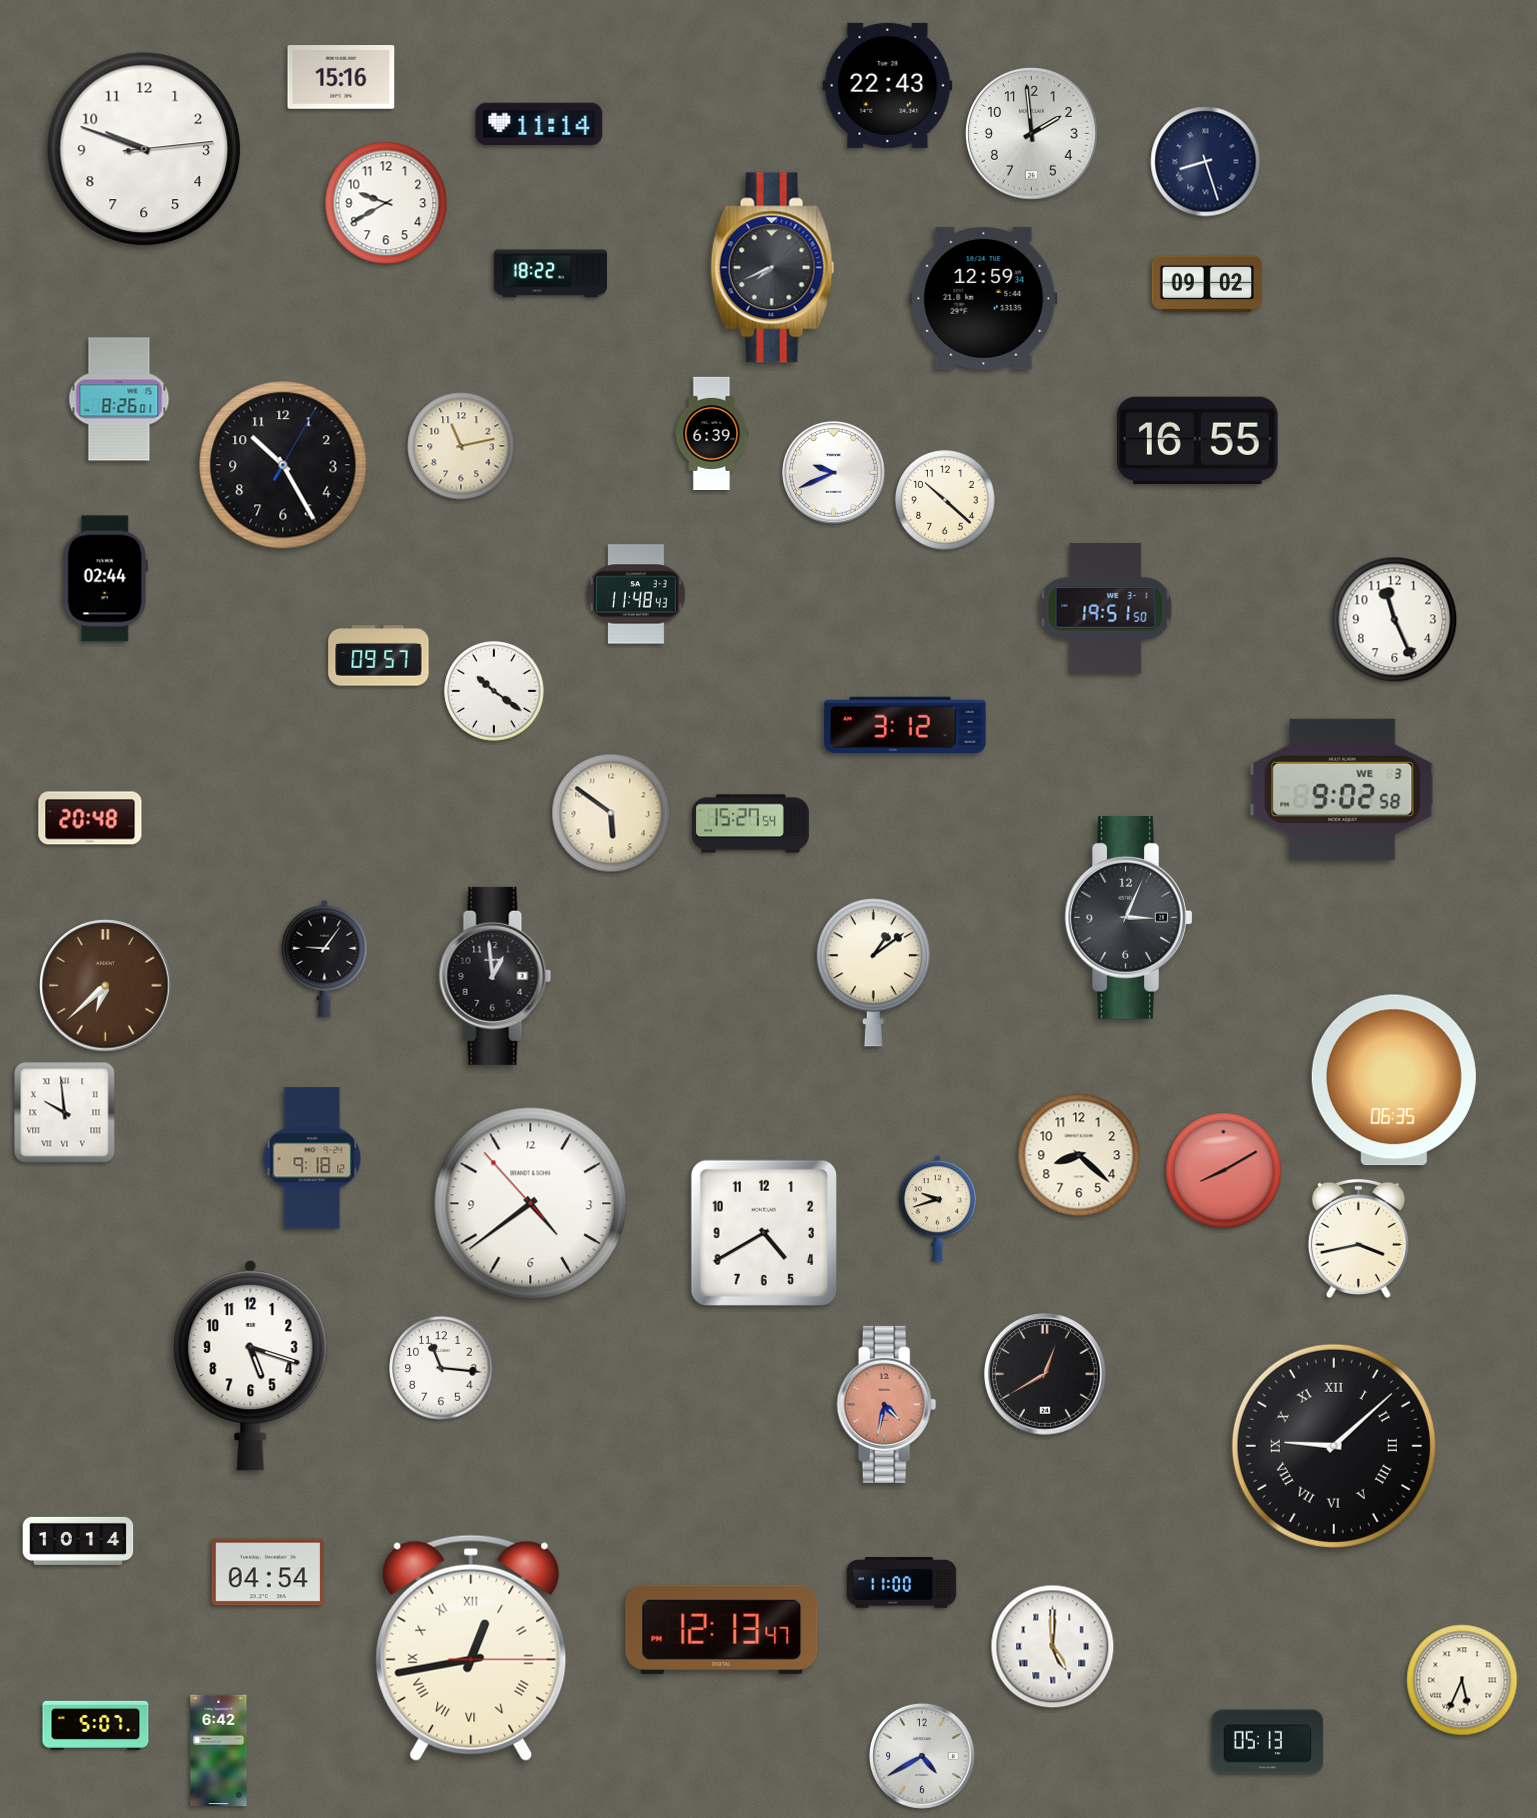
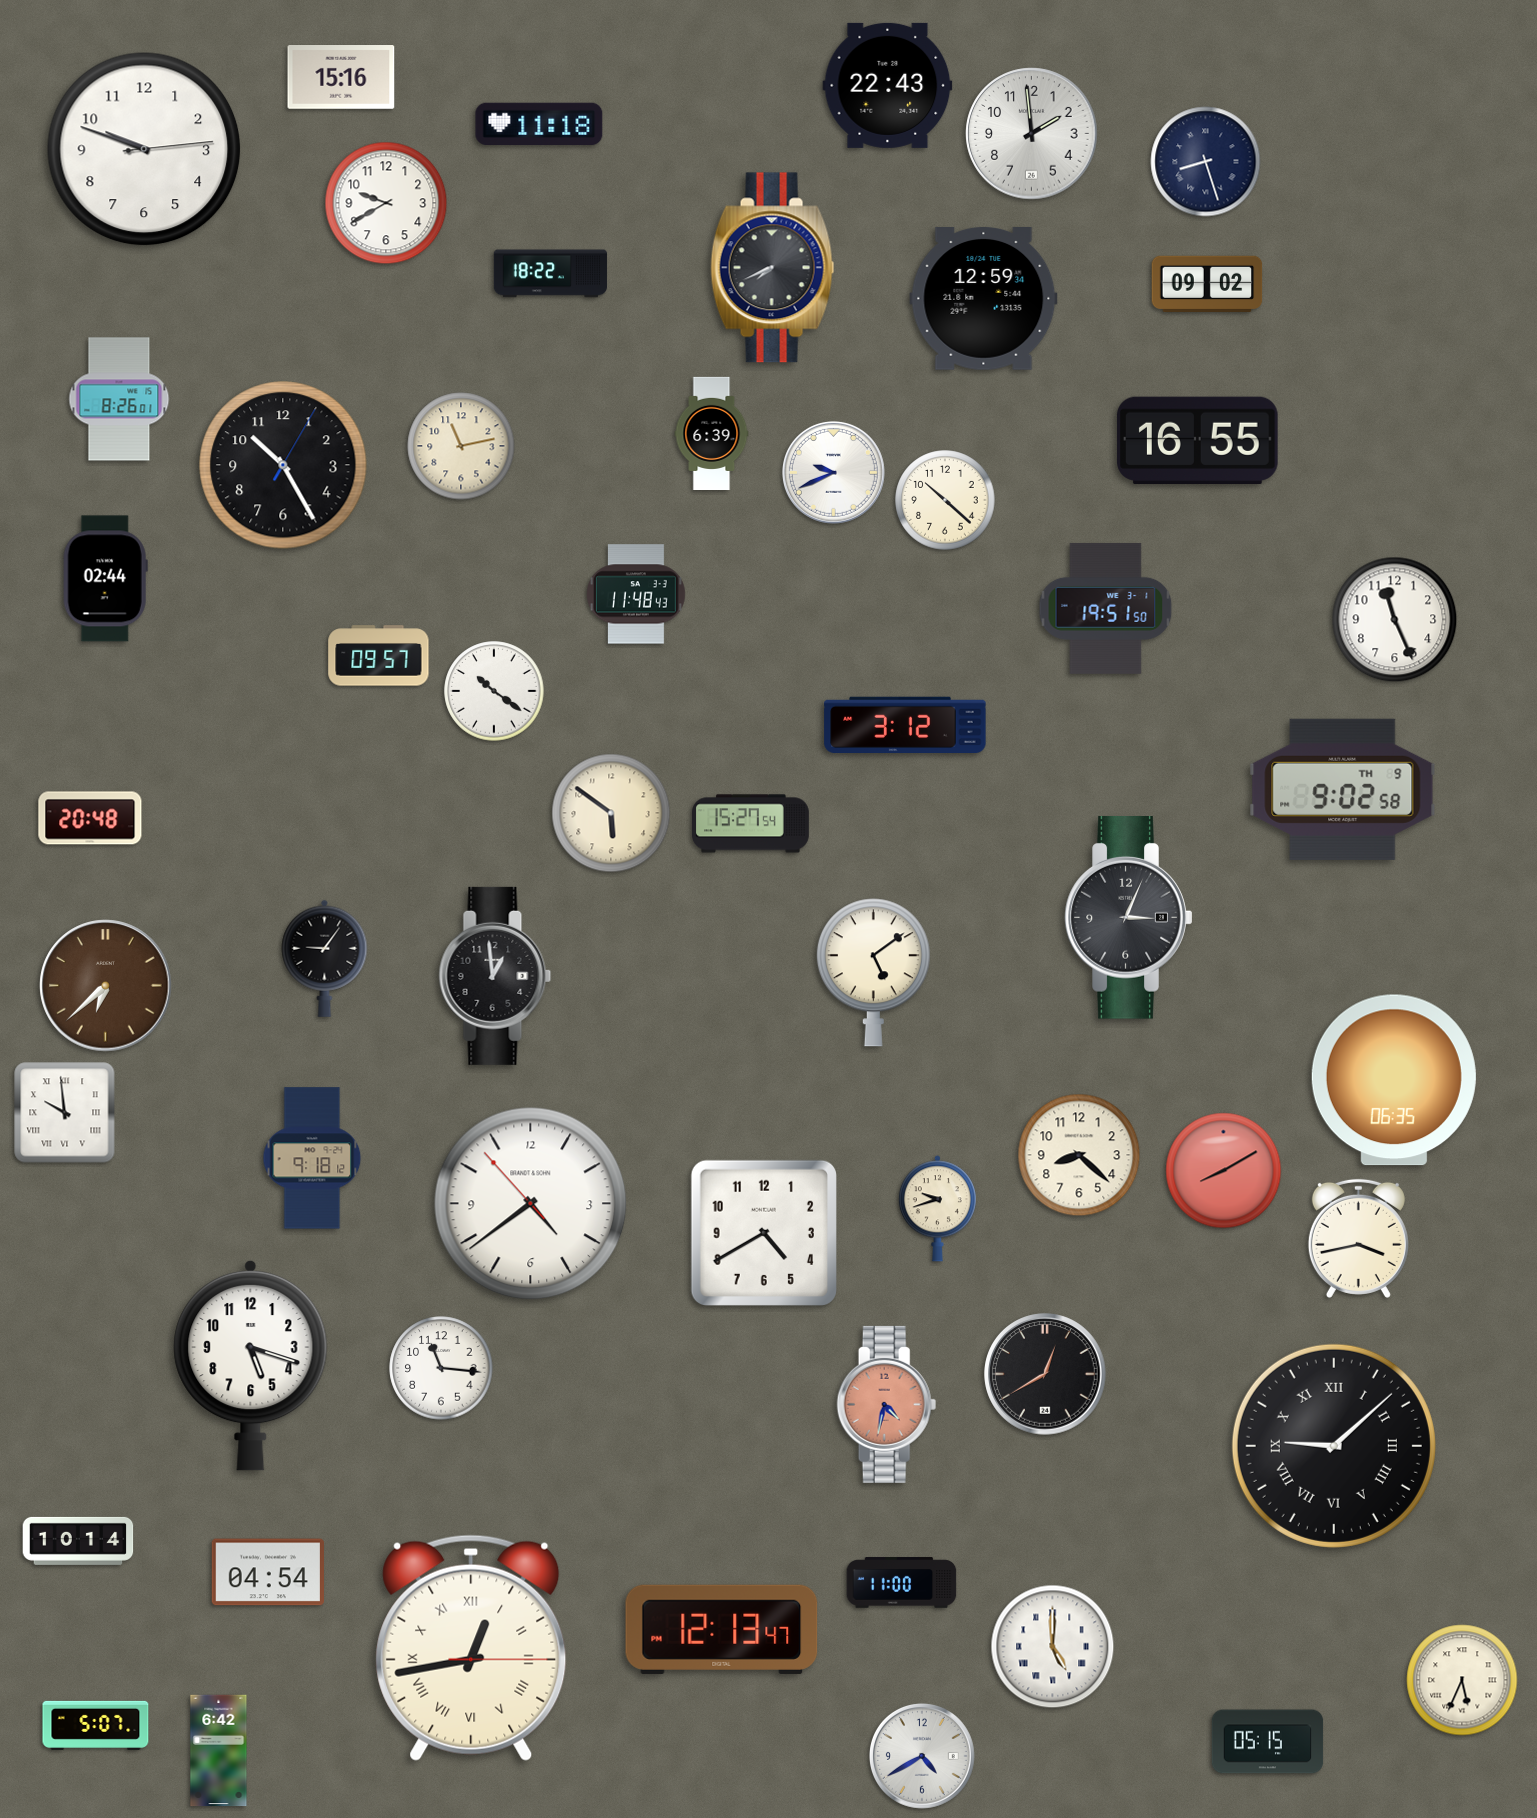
clock at (539, 123): 11:14 -> 11:18
clock at (1343, 789) date: WE 3 -> TH 9
clock at (873, 973): 1:09 -> 5:09
clock at (1268, 1742): 05:13 -> 05:15
